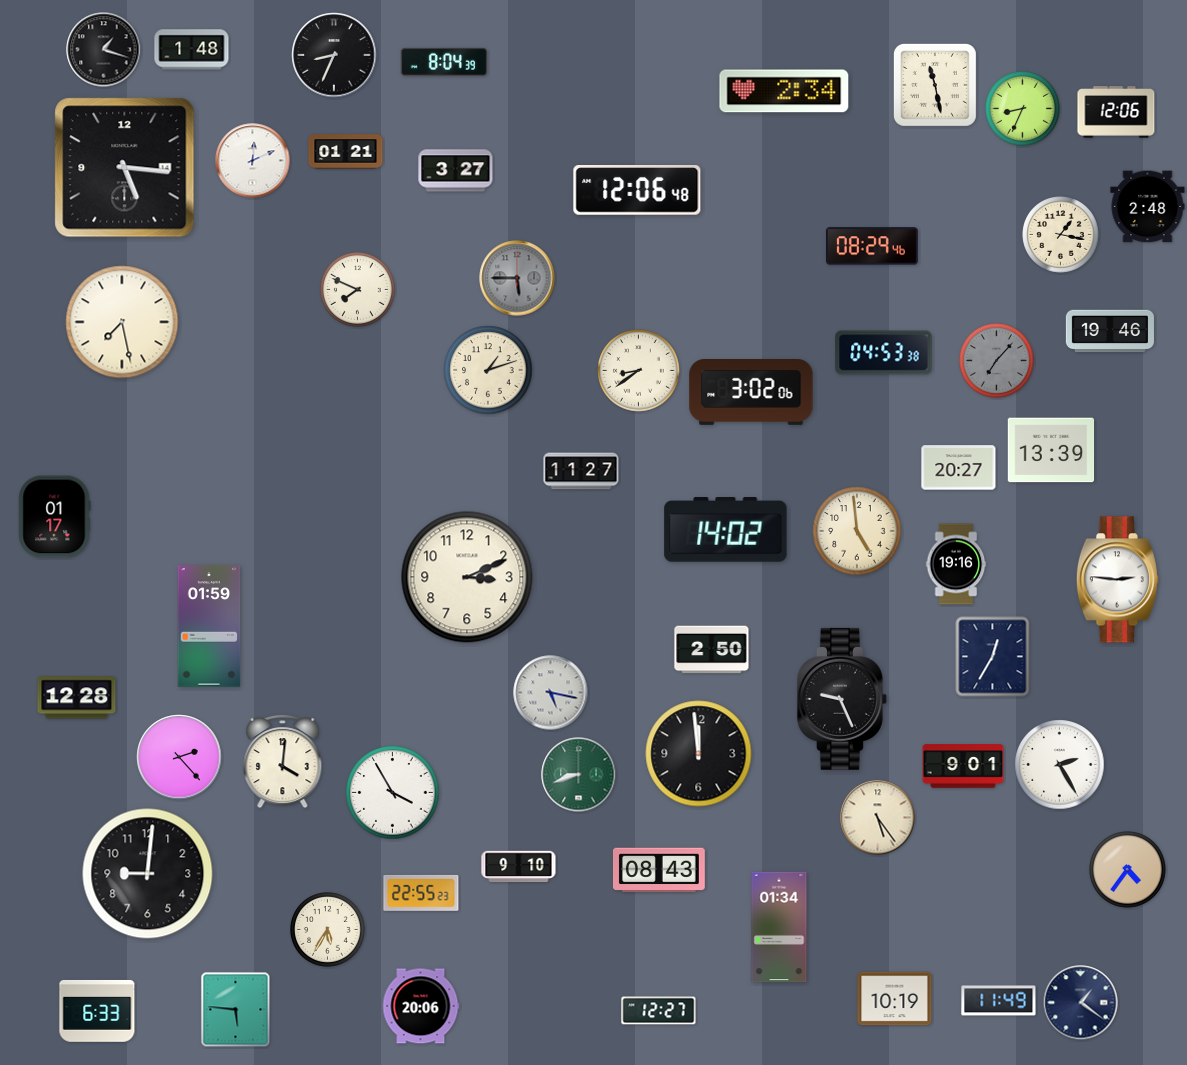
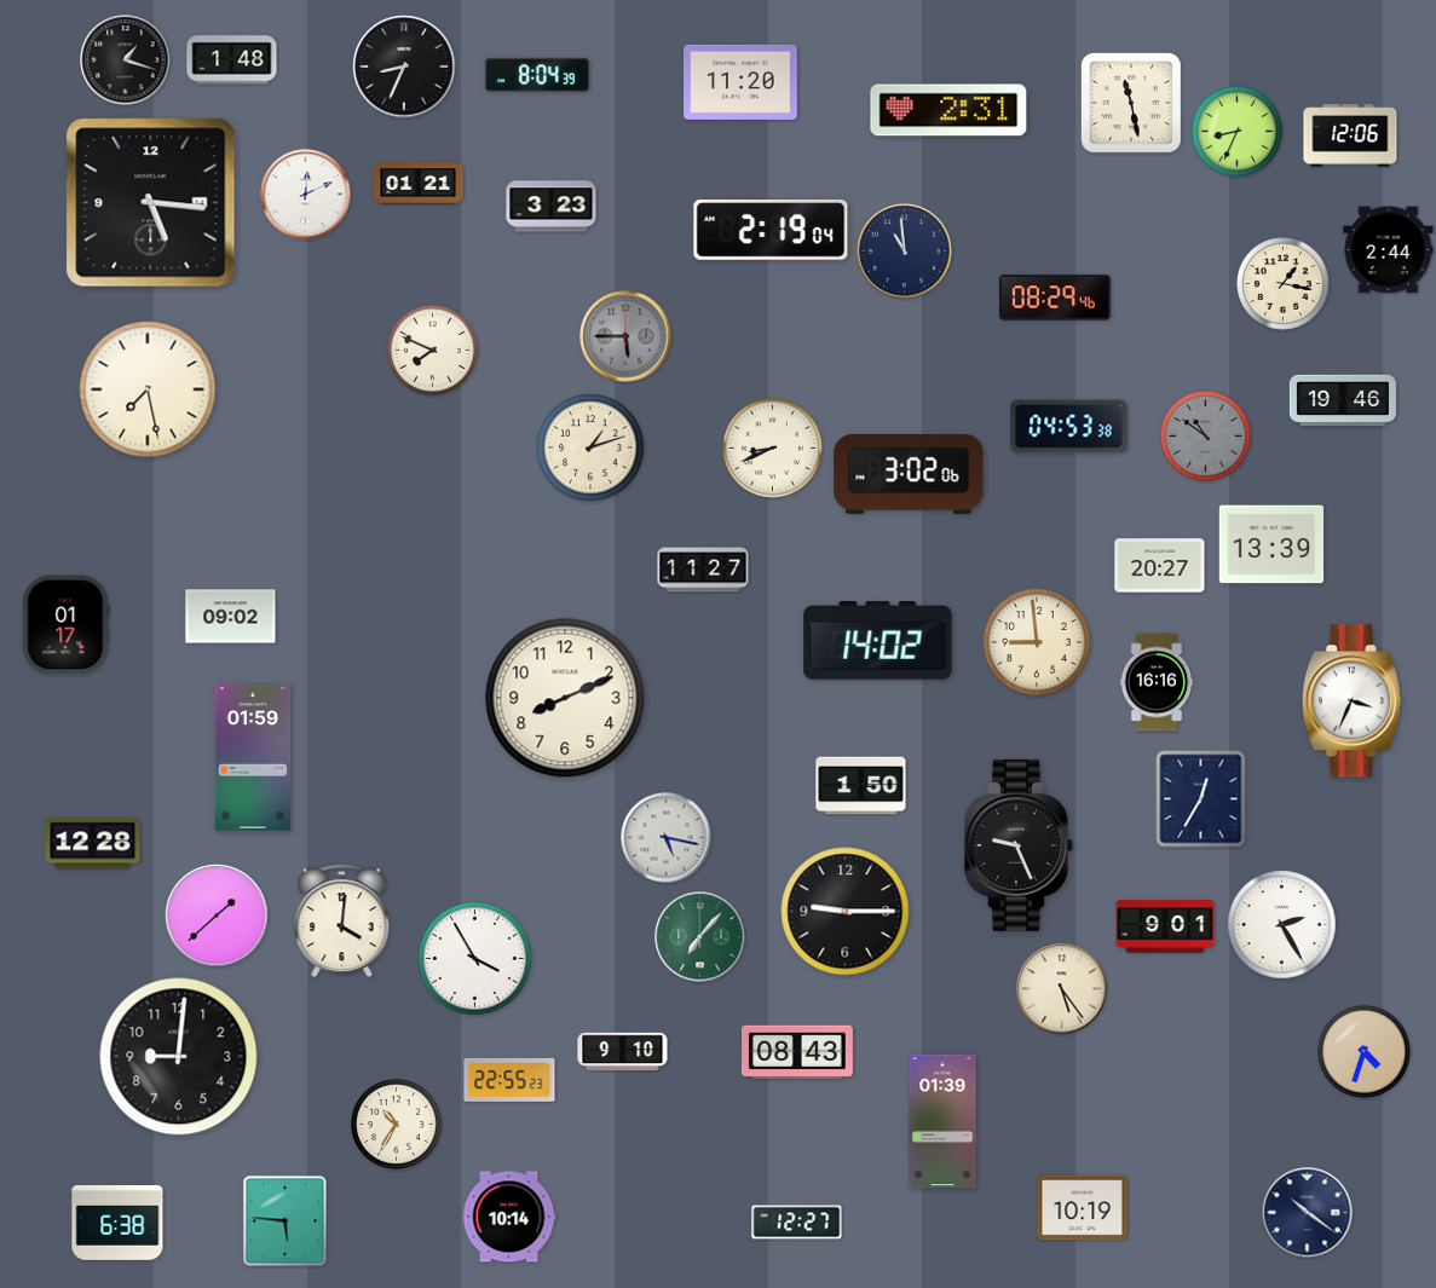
clock at (740, 82): none -> 11:20
clock at (784, 91): 2:34 -> 2:31
clock at (456, 171): 3:27 -> 3:23
clock at (637, 190): 12:06 -> 2:19
clock at (1148, 207): 2:48 -> 2:44
clock at (905, 252): none -> 10:59
clock at (997, 361): 7:07 -> 10:51
clock at (639, 371): 8:39 -> 8:41
clock at (231, 617): none -> 09:02
clock at (857, 531): 4:59 -> 8:59
clock at (956, 564): 19:16 -> 16:16
clock at (467, 577): 3:11 -> 8:11
clock at (1117, 580): 2:46 -> 3:34
clock at (712, 650): 2:50 -> 1:50
clock at (993, 657) position: (993, 657) -> (1201, 799)
clock at (699, 754): 11:59 -> 9:15
clock at (179, 757): 2:23 -> 1:38
clock at (579, 775): 8:42 -> 7:07
clock at (519, 867) position: (519, 867) -> (623, 1052)
clock at (1128, 870): 4:36 -> 4:33
clock at (779, 927): 01:34 -> 01:39
clock at (328, 930): 5:35 -> 10:35
clock at (999, 1001): 11:49 -> none
clock at (1081, 1003): 1:21 -> 10:21
clock at (421, 1006): 20:06 -> 10:14
clock at (97, 1011): 6:33 -> 6:38
